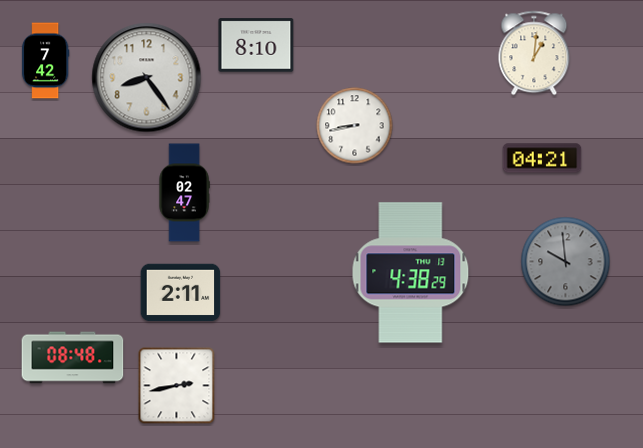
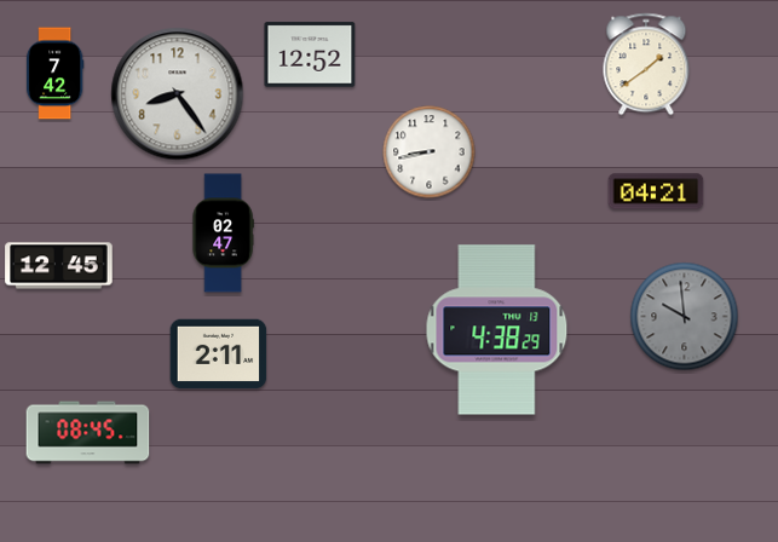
clock at (256, 45): 8:10 -> 12:52
clock at (534, 53): 1:01 -> 1:39
clock at (59, 266): none -> 12:45
clock at (73, 358): 08:48 -> 08:45
clock at (177, 386): 2:43 -> none
